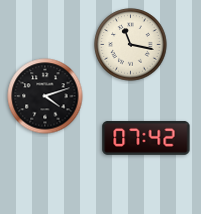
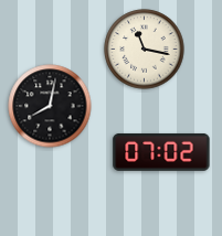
clock at (45, 96): 4:12 -> 8:02
clock at (146, 138): 07:42 -> 07:02
